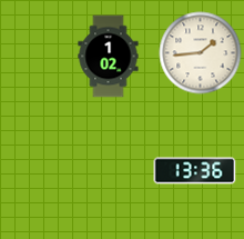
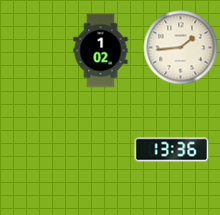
clock at (109, 57) position: (109, 57) -> (101, 51)
clock at (195, 171) position: (195, 171) -> (172, 150)
